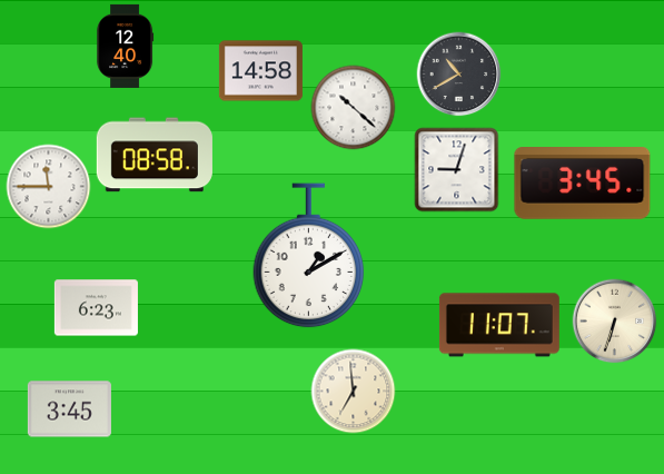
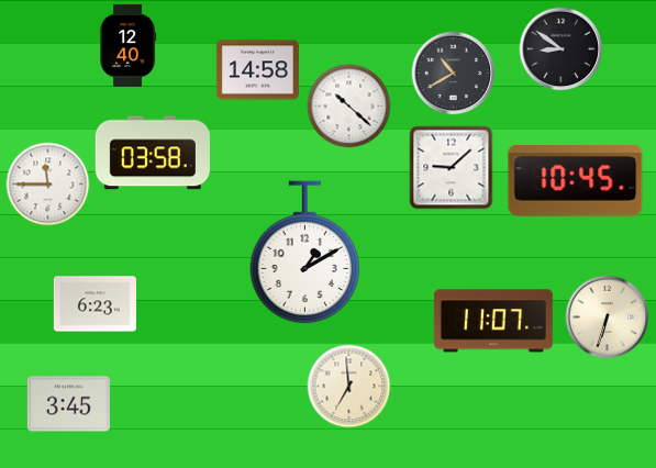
clock at (126, 46) position: (126, 46) -> (129, 45)
clock at (562, 49): none -> 8:51
clock at (155, 155): 08:58 -> 03:58
clock at (457, 170): 9:03 -> 9:08
clock at (583, 184): 3:45 -> 10:45
